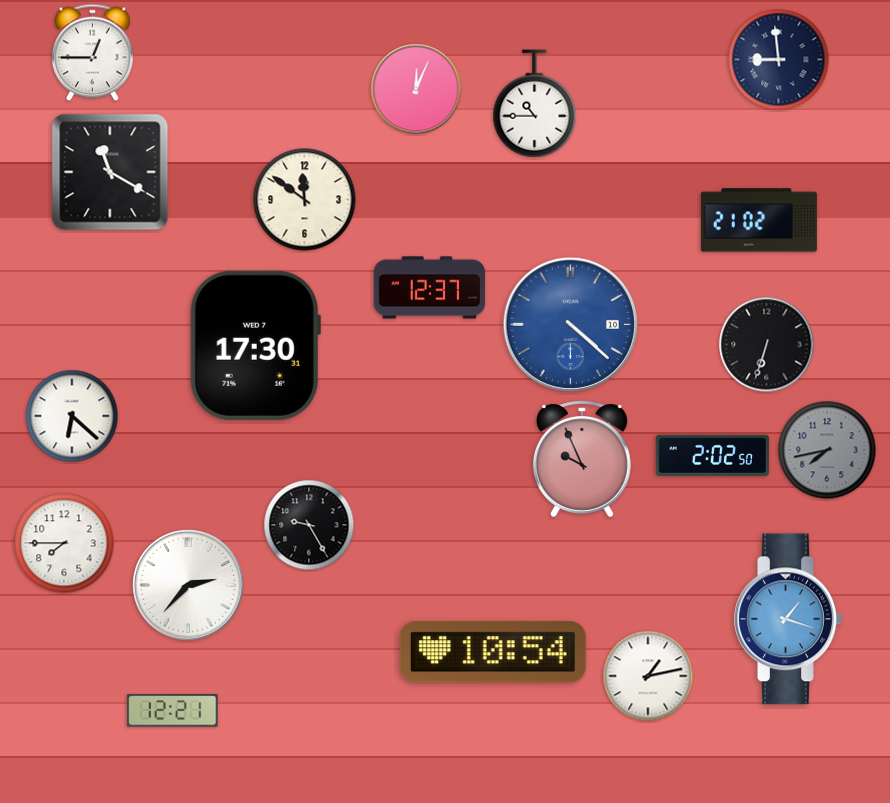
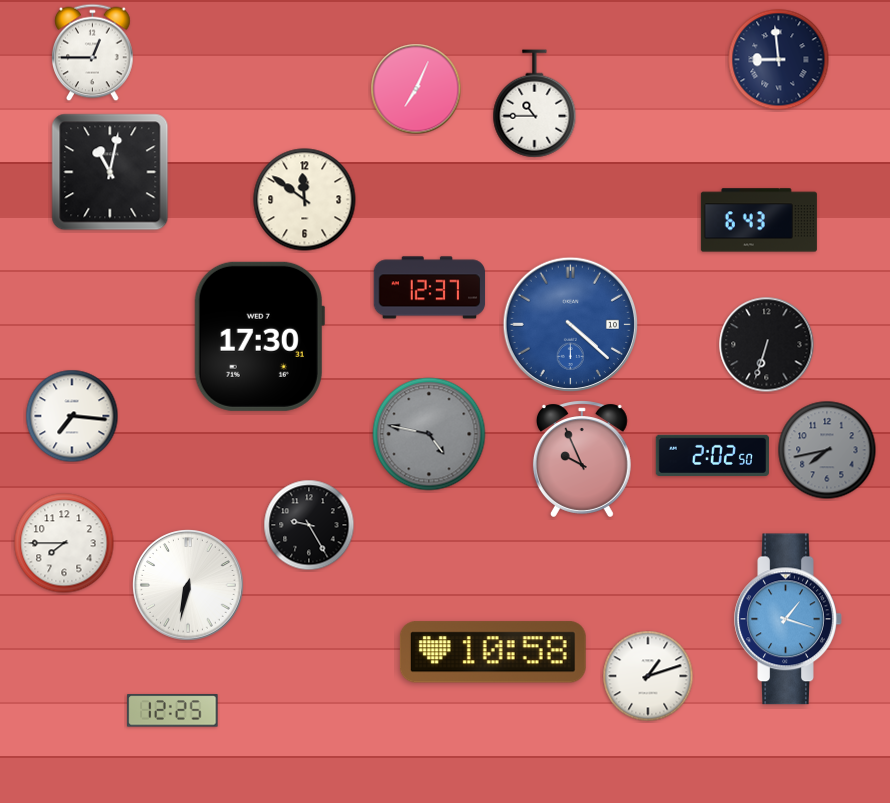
clock at (416, 89): 12:04 -> 7:04
clock at (110, 172): 11:20 -> 11:02
clock at (759, 220): 21:02 -> 6:43
clock at (255, 345) position: (255, 345) -> (259, 336)
clock at (72, 416): 6:22 -> 7:16
clock at (429, 434): none -> 4:47
clock at (188, 585): 2:37 -> 6:32
clock at (493, 652): 10:54 -> 10:58
clock at (648, 676): 1:13 -> 1:12
clock at (173, 711): 12:21 -> 12:25
